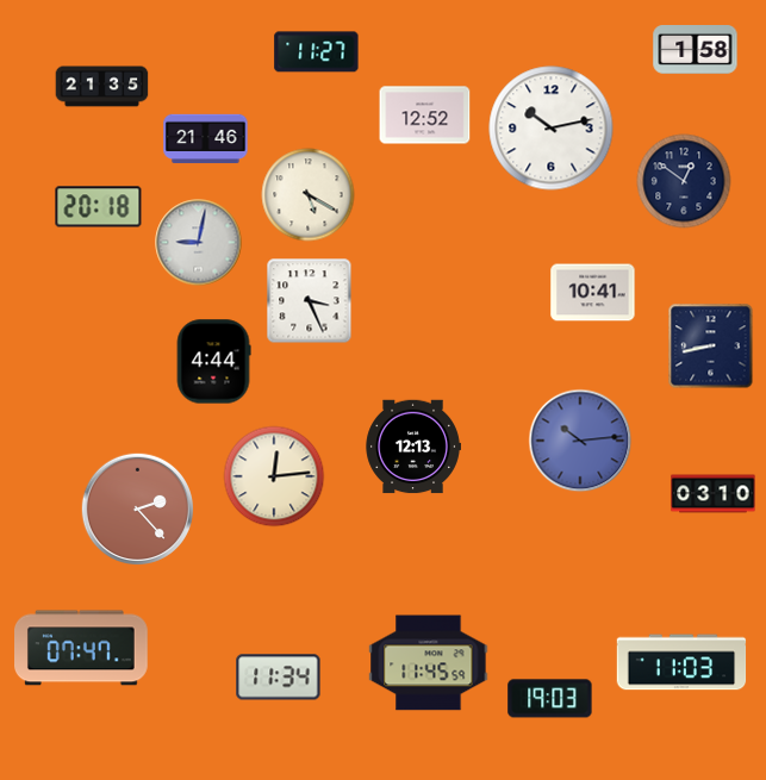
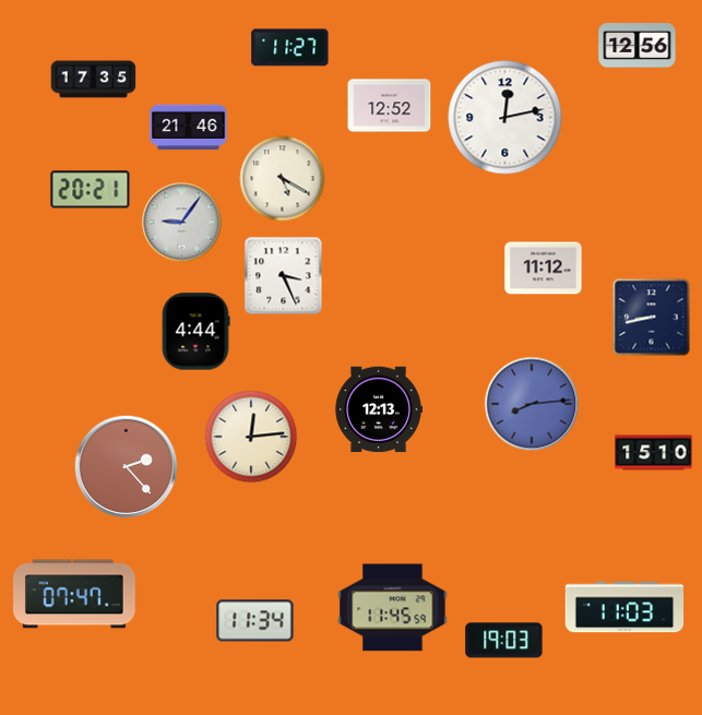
clock at (696, 50): 1:58 -> 12:56
clock at (102, 87): 21:35 -> 17:35
clock at (552, 129): 10:13 -> 12:13
clock at (684, 181): 12:51 -> none
clock at (99, 207): 20:18 -> 20:21
clock at (199, 243): 9:02 -> 9:06
clock at (593, 293): 10:41 -> 11:12
clock at (580, 441): 10:14 -> 8:14
clock at (714, 494): 03:10 -> 15:10
